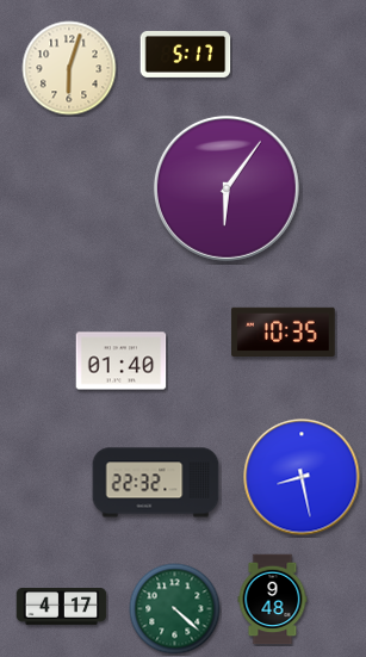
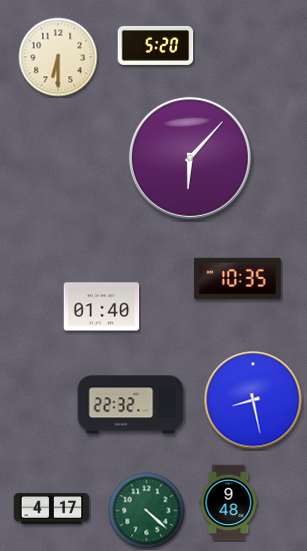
clock at (186, 54): 5:17 -> 5:20
clock at (69, 68): 6:03 -> 6:30
clock at (227, 188): 6:06 -> 6:07
clock at (122, 361) position: (122, 361) -> (102, 307)
